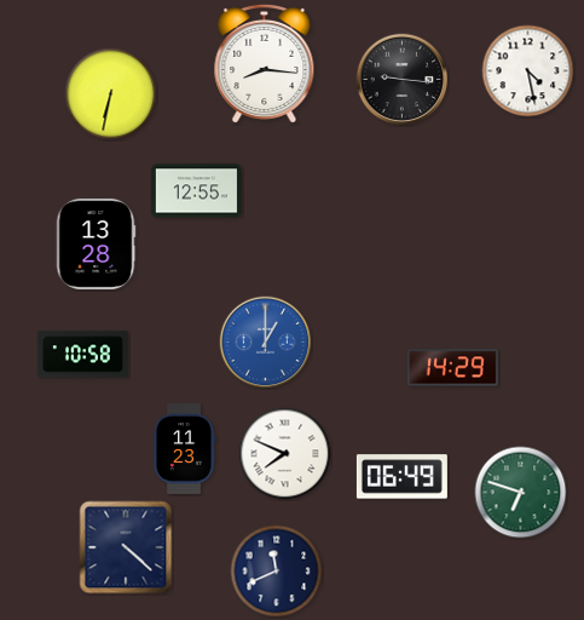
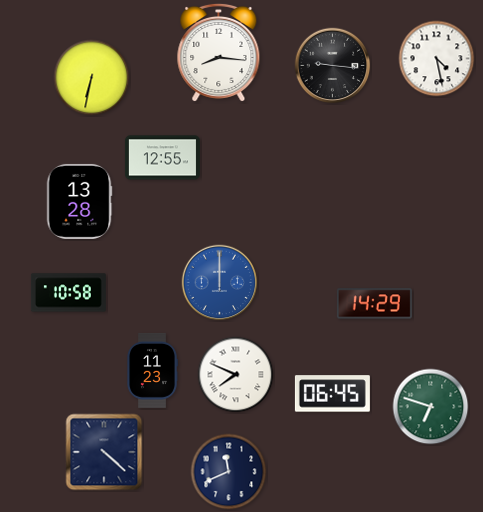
clock at (266, 343): 1:00 -> 12:00
clock at (401, 477): 06:49 -> 06:45
